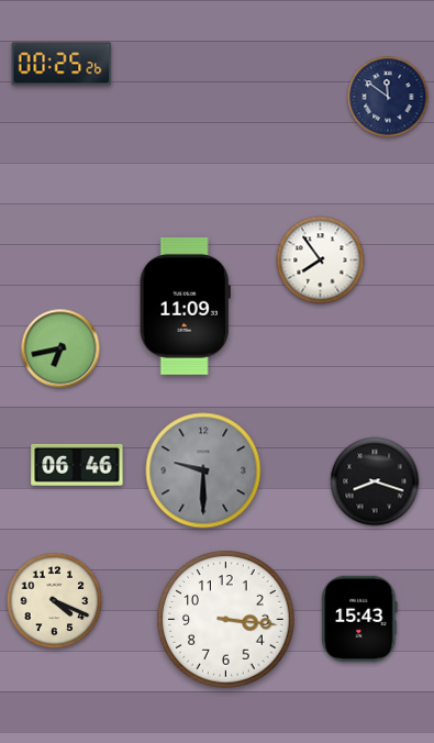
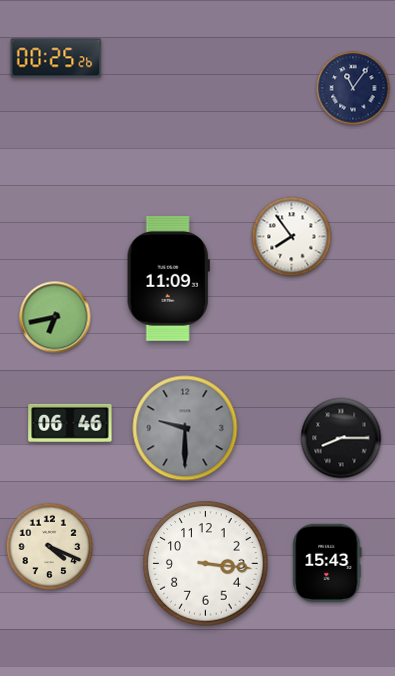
clock at (388, 97): 11:51 -> 11:06
clock at (375, 481): 8:18 -> 8:15
